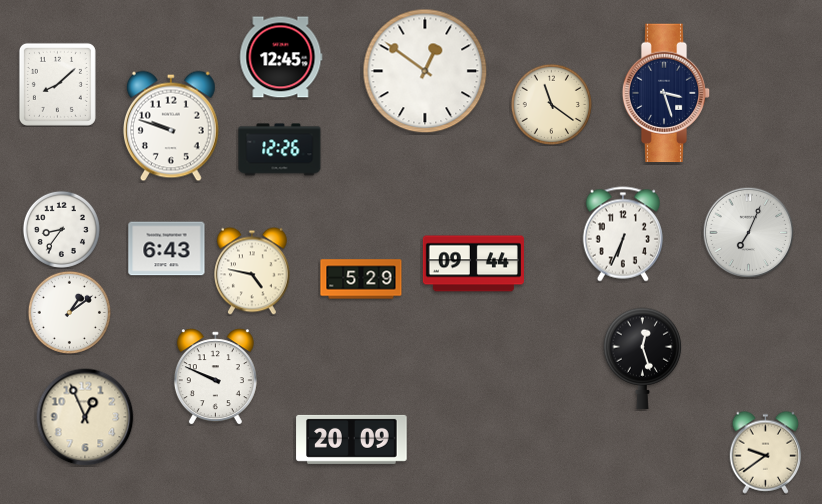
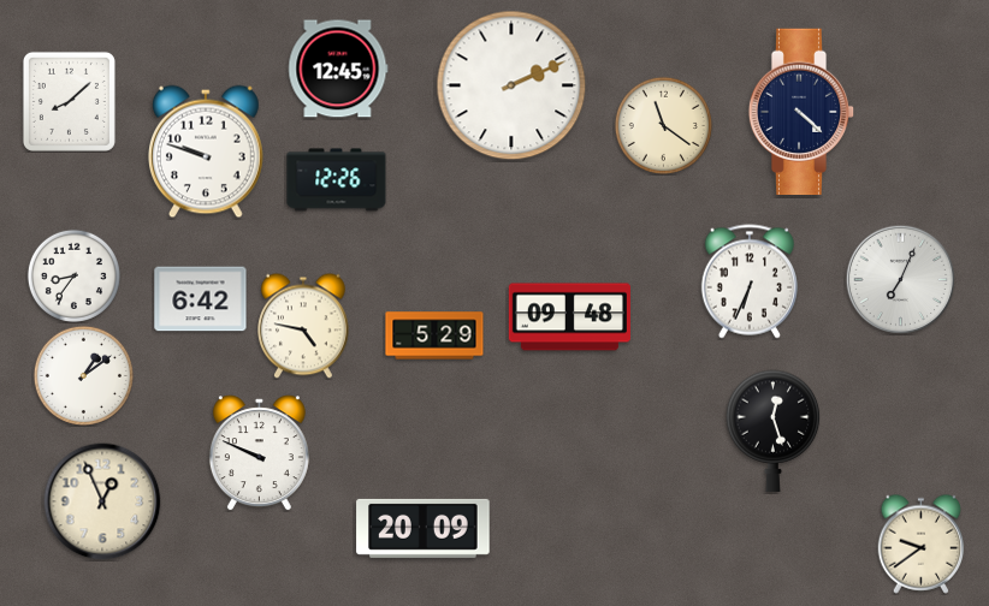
clock at (425, 71): 12:51 -> 2:11
clock at (666, 93): 3:27 -> 4:22
clock at (167, 249): 6:43 -> 6:42
clock at (473, 264): 09:44 -> 09:48
